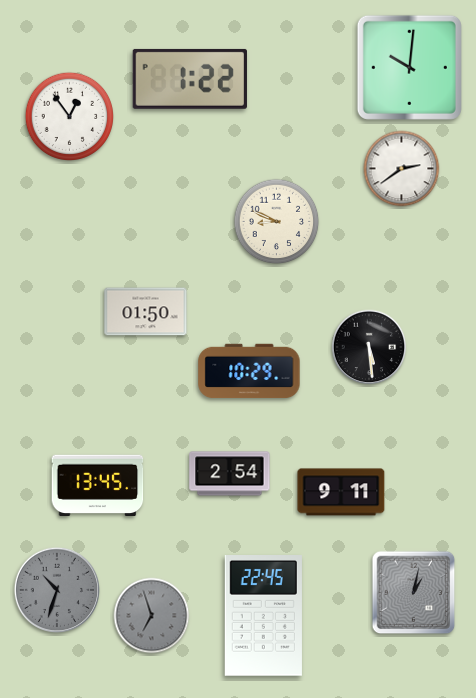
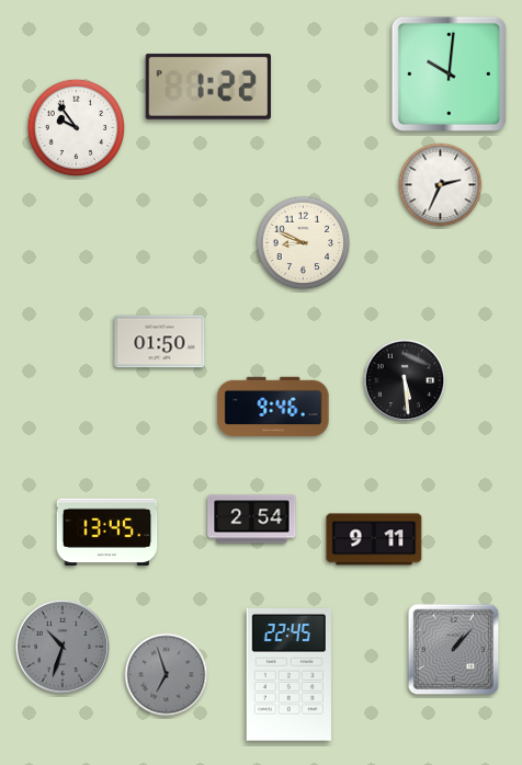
clock at (70, 117): 12:54 -> 9:54
clock at (402, 169): 2:39 -> 2:34
clock at (249, 371): 10:29 -> 9:46
clock at (414, 593): 1:02 -> 1:07
